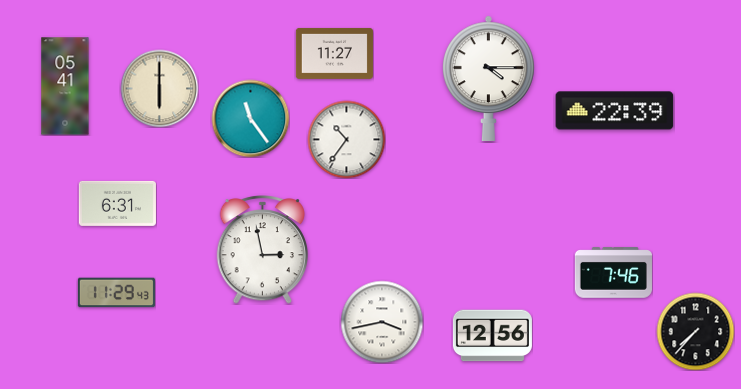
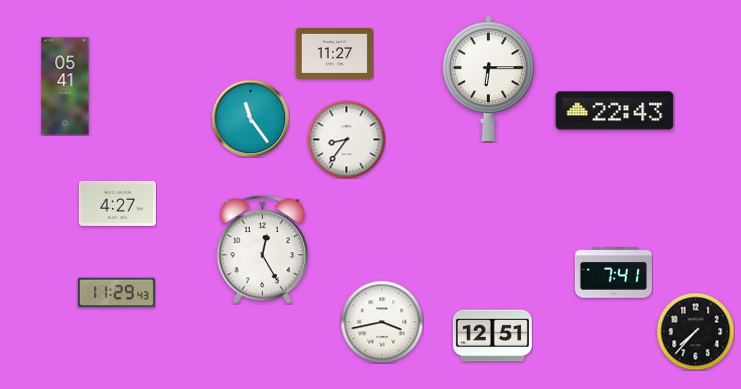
clock at (488, 78): 4:15 -> 6:15
clock at (159, 88): 6:00 -> none
clock at (615, 111): 22:39 -> 22:43
clock at (346, 139): 10:36 -> 8:36
clock at (117, 203): 6:31 -> 4:27
clock at (262, 250): 2:58 -> 12:25
clock at (613, 273): 7:46 -> 7:41
clock at (492, 336): 12:56 -> 12:51
